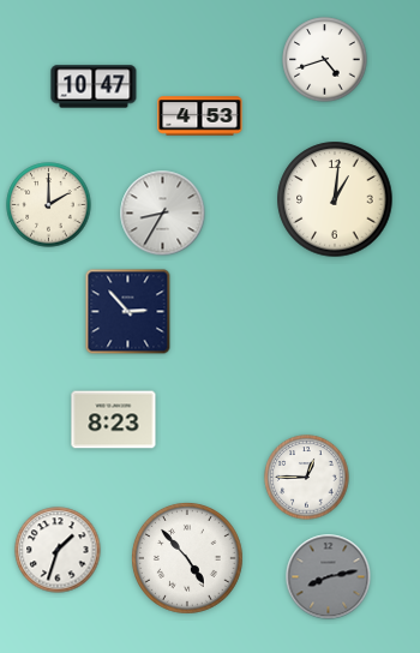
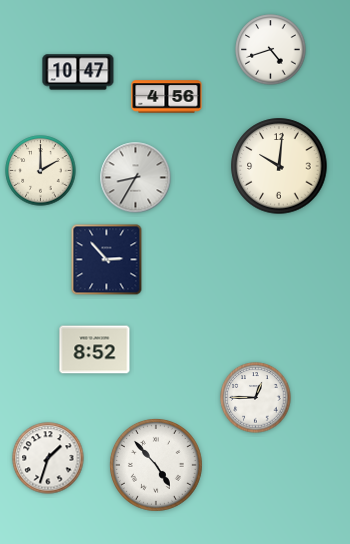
clock at (200, 116): 4:53 -> 4:56
clock at (335, 199): 1:01 -> 10:01
clock at (114, 420): 8:23 -> 8:52
clock at (329, 577): 8:13 -> none
